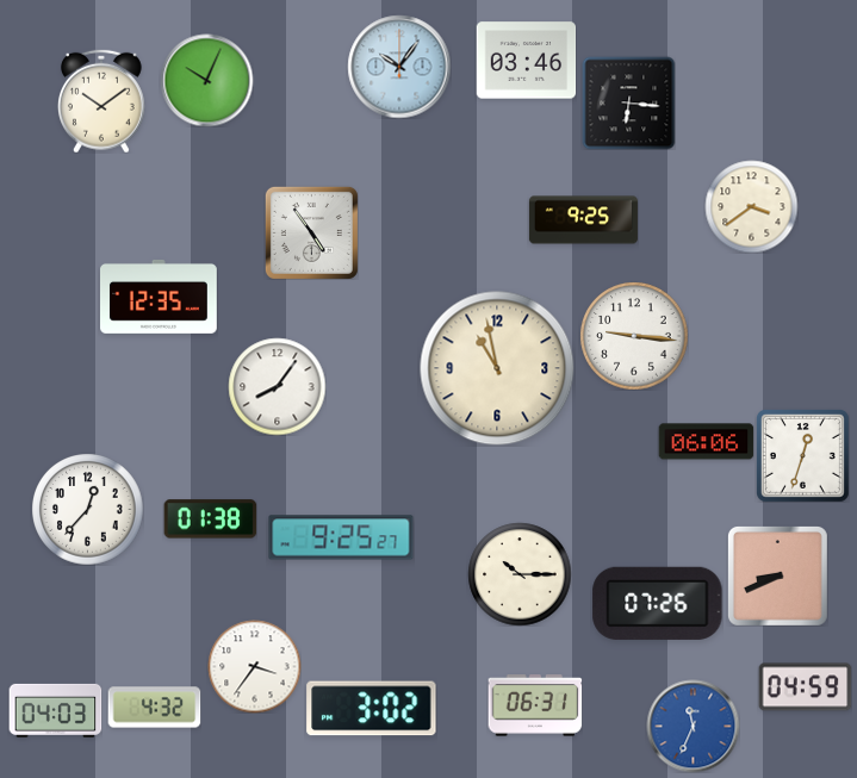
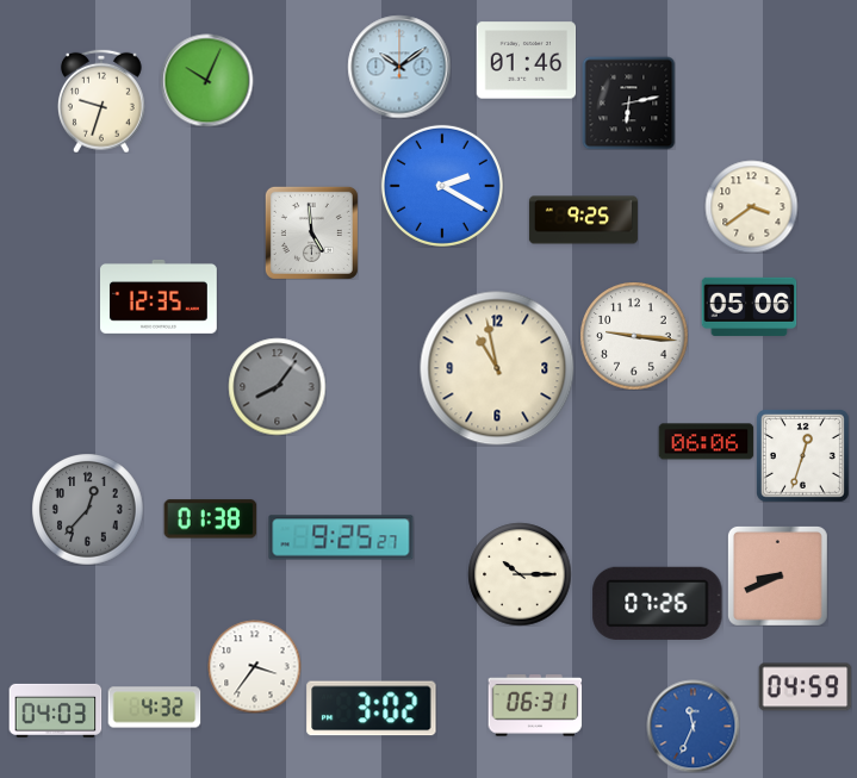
clock at (526, 61): 03:46 -> 01:46
clock at (399, 67): 10:06 -> 10:09
clock at (101, 101): 10:09 -> 9:33
clock at (628, 102): 6:16 -> 6:13
clock at (442, 186): none -> 2:20
clock at (311, 232): 4:54 -> 4:59
clock at (749, 306): none -> 05:06
clock at (277, 386) dial: white -> grey
clock at (87, 509) dial: white -> grey
